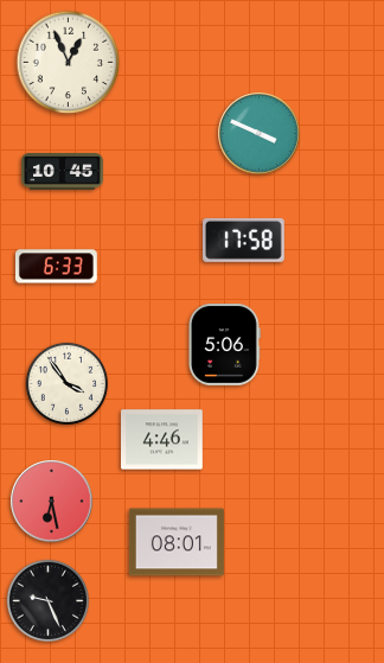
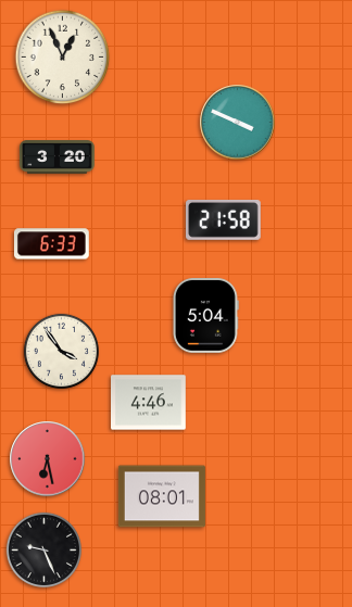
clock at (63, 172): 10:45 -> 3:20
clock at (244, 240): 17:58 -> 21:58
clock at (225, 345): 5:06 -> 5:04
